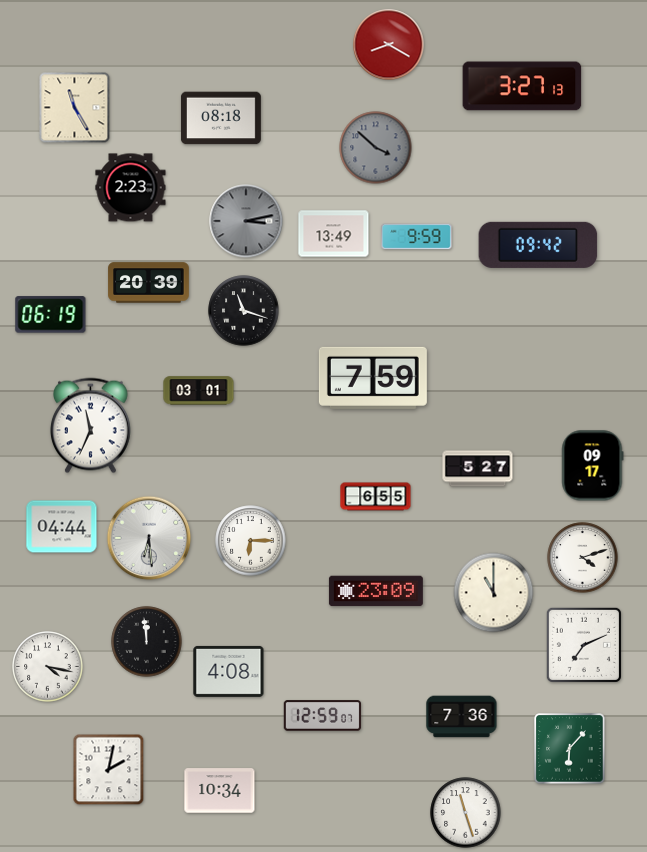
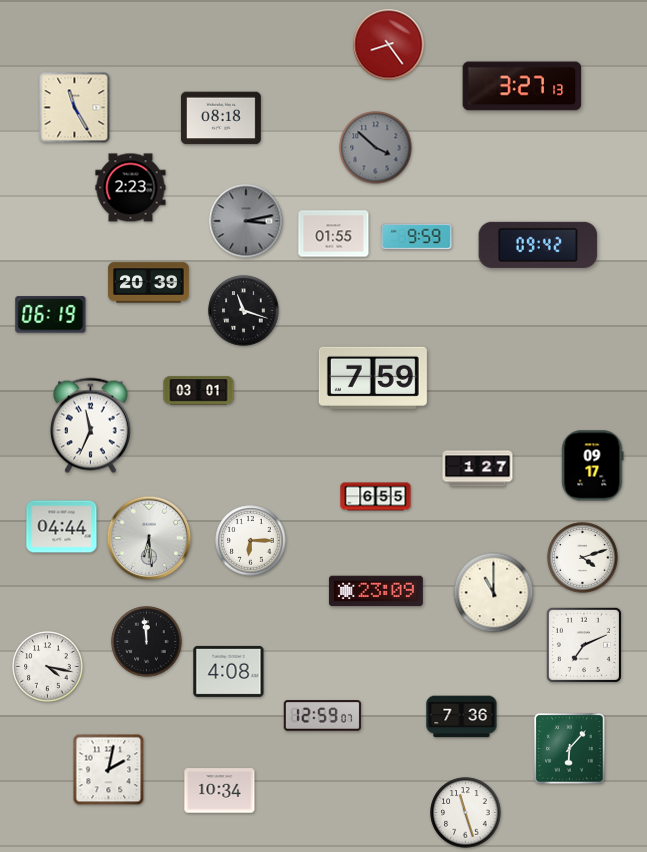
clock at (389, 45): 8:20 -> 8:24
clock at (334, 234): 13:49 -> 01:55
clock at (478, 469): 5:27 -> 1:27
